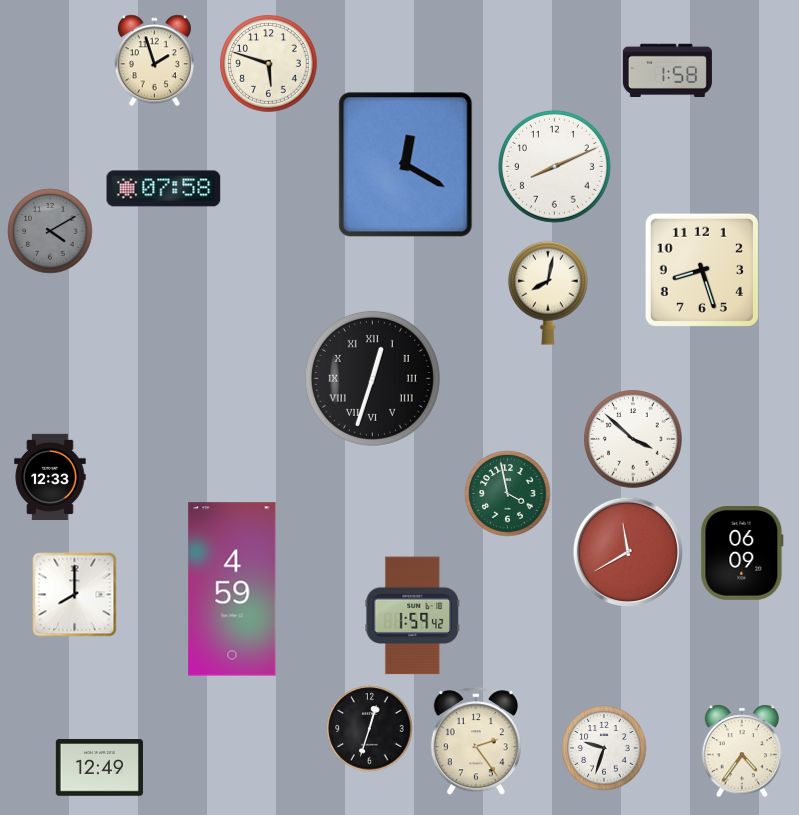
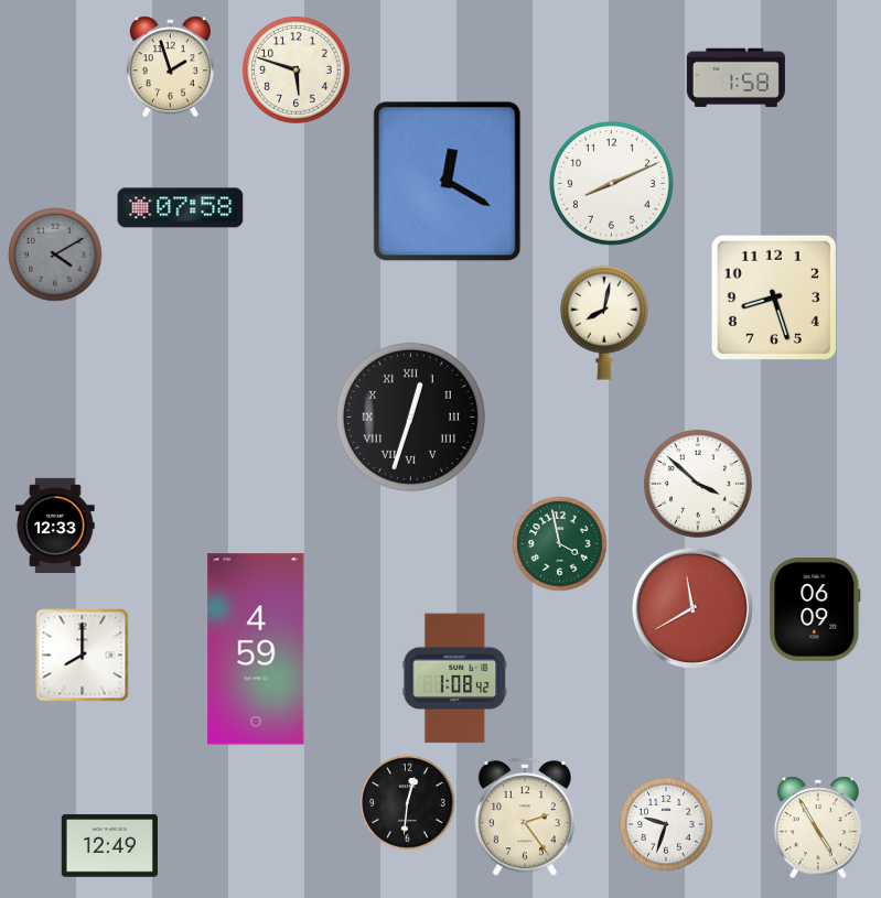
clock at (742, 554) position: (742, 554) -> (815, 610)
clock at (412, 616): 1:59 -> 1:08
clock at (370, 729): 12:33 -> 12:31
clock at (741, 751): 4:36 -> 4:55
